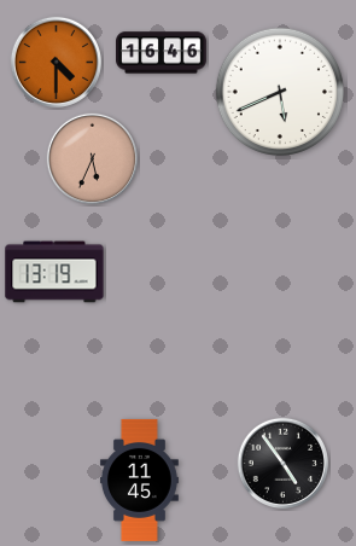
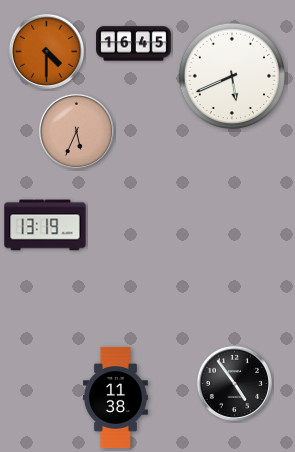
clock at (162, 53): 16:46 -> 16:45
clock at (139, 480): 11:45 -> 11:38
